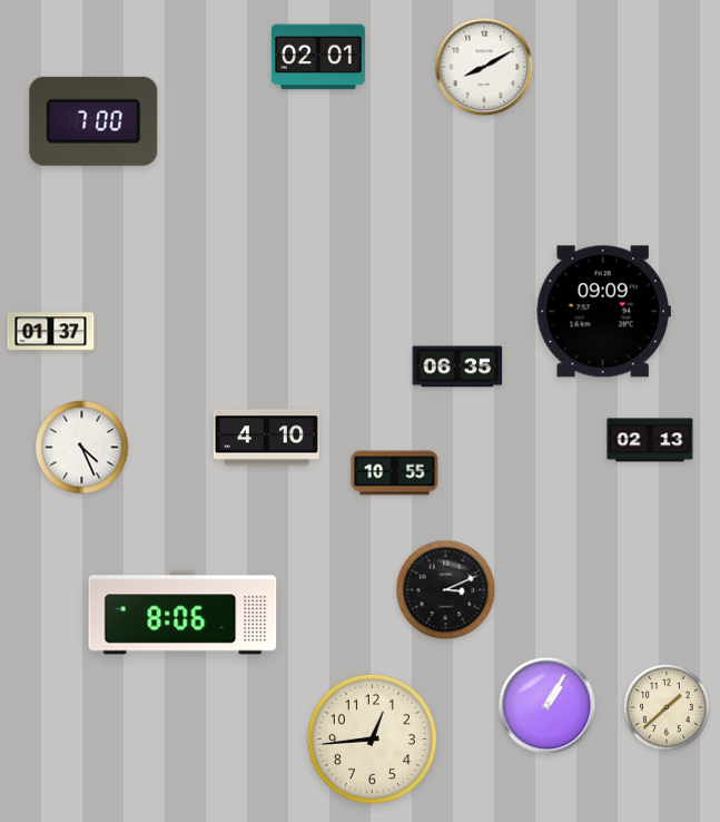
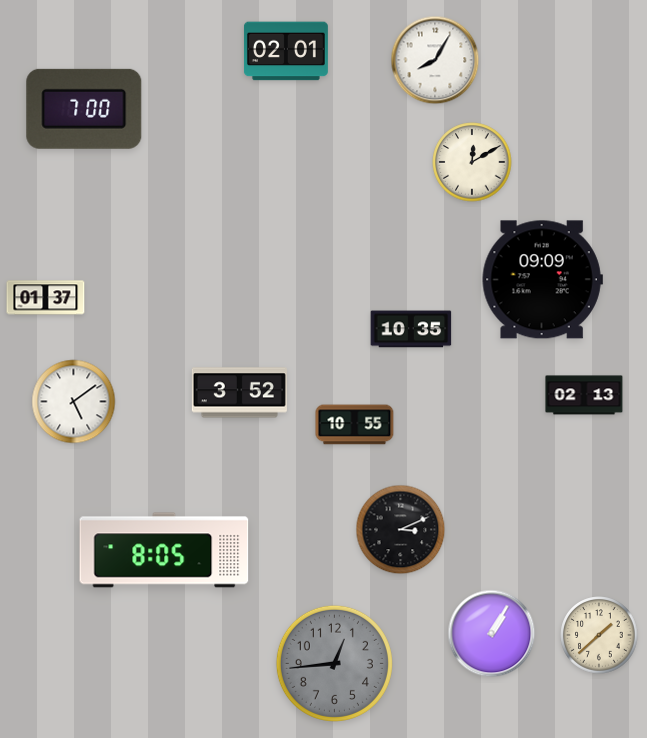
clock at (484, 67): 8:10 -> 8:05
clock at (472, 162): none -> 12:10
clock at (457, 366): 06:35 -> 10:35
clock at (266, 438): 4:10 -> 3:52
clock at (82, 448): 4:26 -> 5:09
clock at (183, 613): 8:06 -> 8:05
clock at (372, 738) dial: cream -> grey
